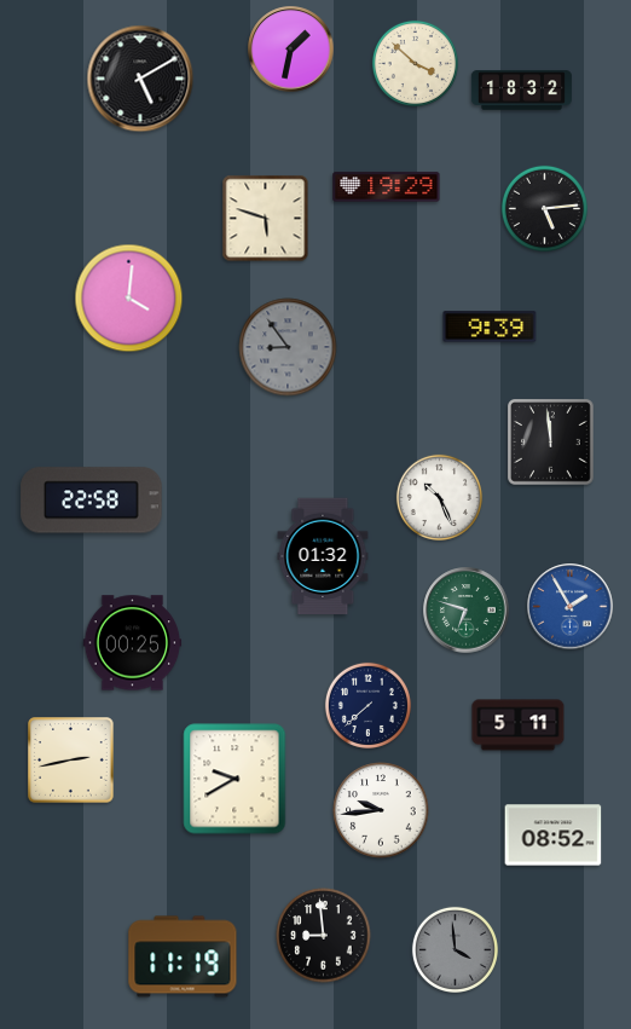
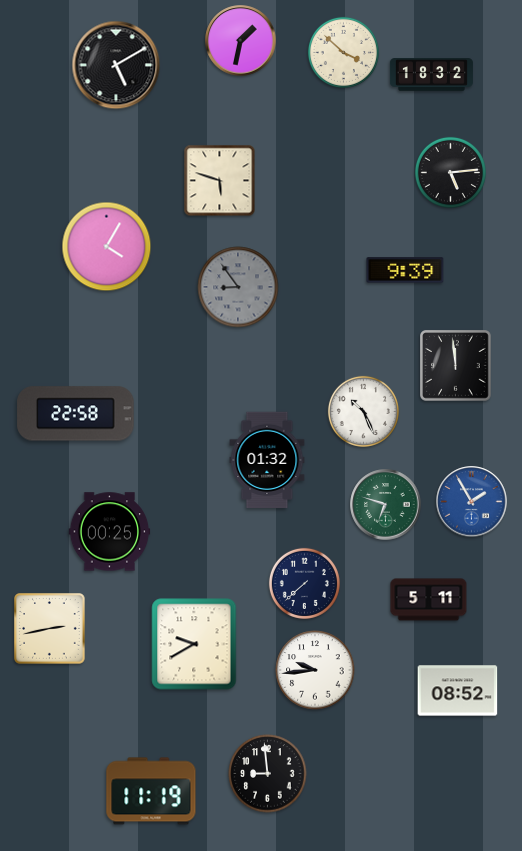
clock at (387, 187): 19:29 -> none
clock at (129, 299): 4:01 -> 4:05
clock at (71, 761) position: (71, 761) -> (50, 629)
clock at (455, 949): 3:59 -> none
